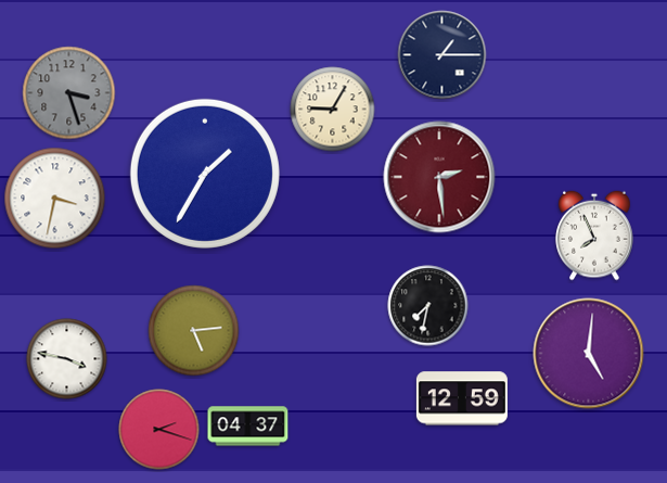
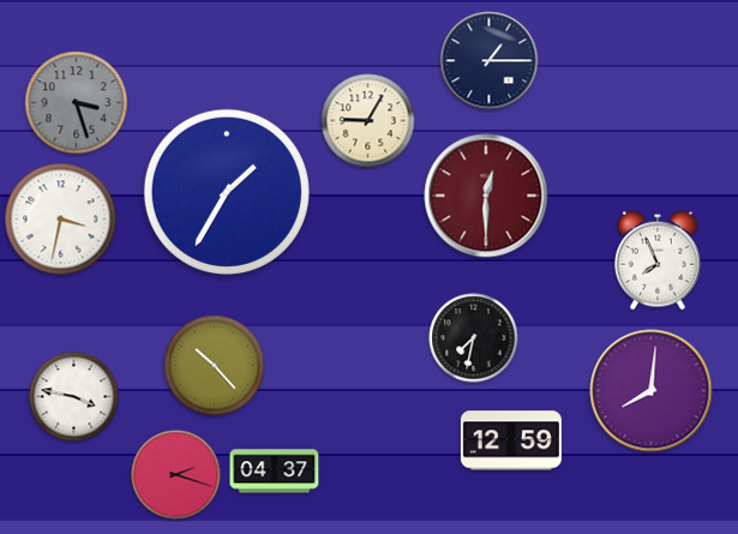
clock at (439, 177): 2:29 -> 12:30
clock at (194, 331): 5:14 -> 10:23
clock at (589, 354): 5:01 -> 8:01
